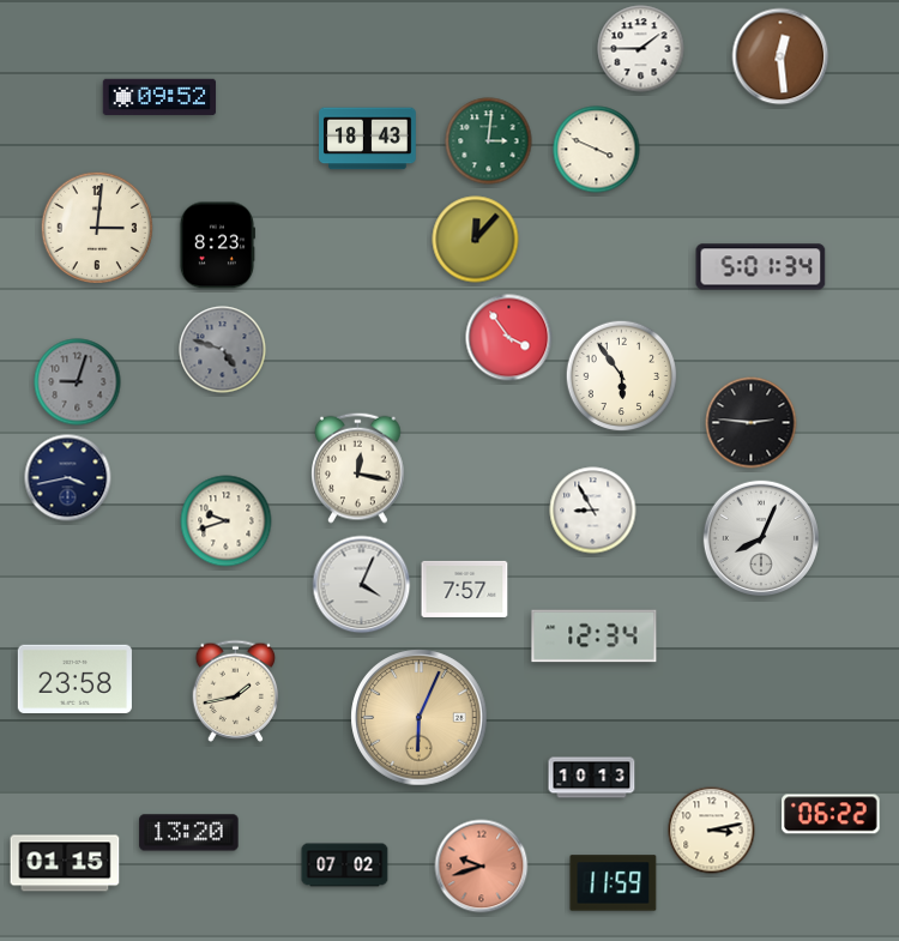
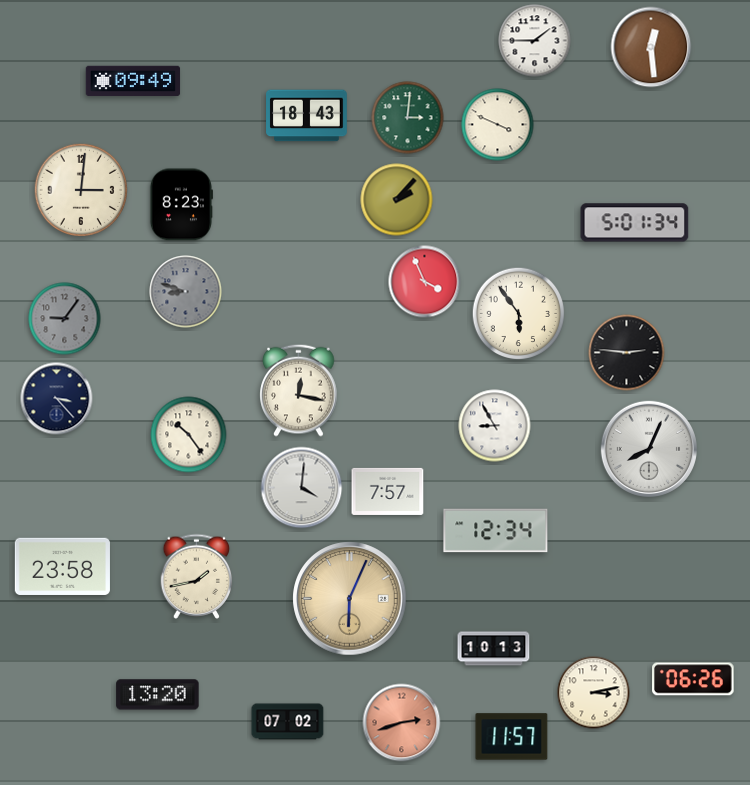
clock at (159, 97): 09:52 -> 09:49
clock at (476, 240): 12:07 -> 2:07
clock at (509, 338): 3:54 -> 3:56
clock at (223, 350): 4:48 -> 8:48
clock at (78, 382): 9:03 -> 9:06
clock at (68, 478): 3:43 -> 3:23
clock at (227, 521): 9:42 -> 10:24
clock at (761, 538) position: (761, 538) -> (649, 449)
clock at (362, 585): 4:04 -> 4:01
clock at (831, 814): 06:22 -> 06:26
clock at (65, 863): 01:15 -> none
clock at (482, 867): 9:42 -> 2:42
clock at (614, 883): 11:59 -> 11:57
